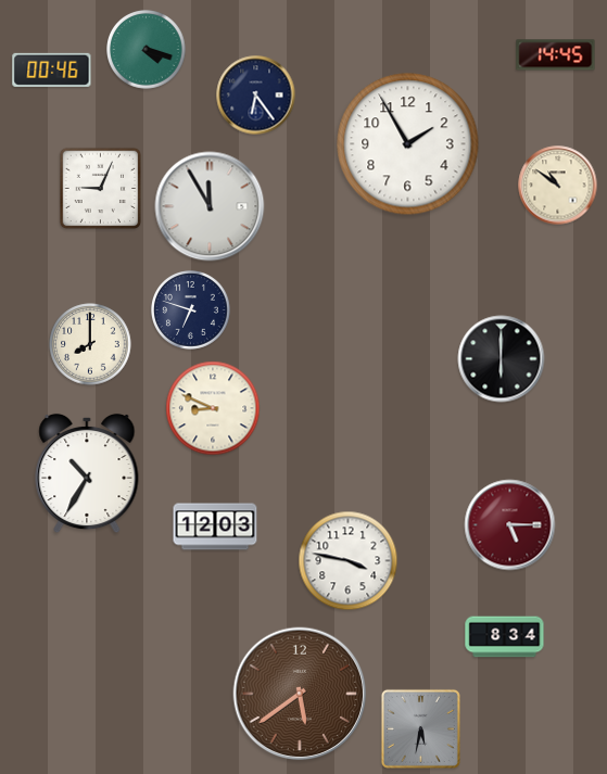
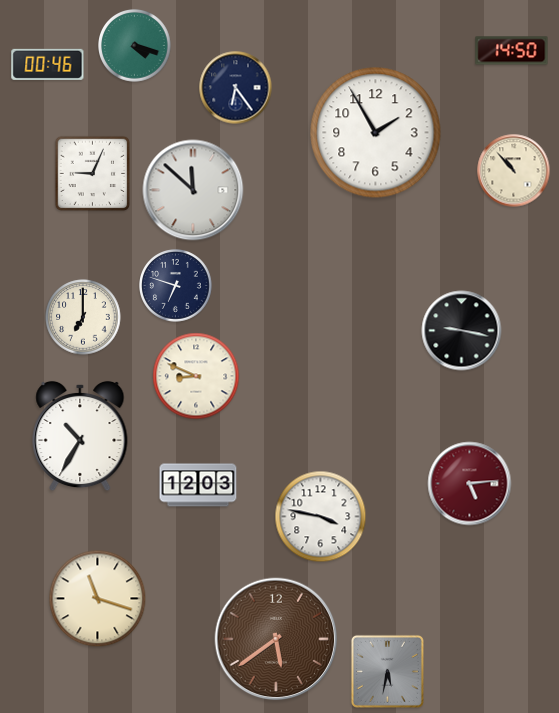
clock at (556, 55): 14:45 -> 14:50
clock at (558, 186): 10:51 -> 10:53
clock at (210, 206): 11:55 -> 11:52
clock at (90, 344): 8:00 -> 7:00
clock at (502, 359): 6:00 -> 9:17
clock at (510, 525): 5:15 -> 5:14
clock at (505, 637): 8:34 -> none
clock at (98, 599): none -> 11:18
